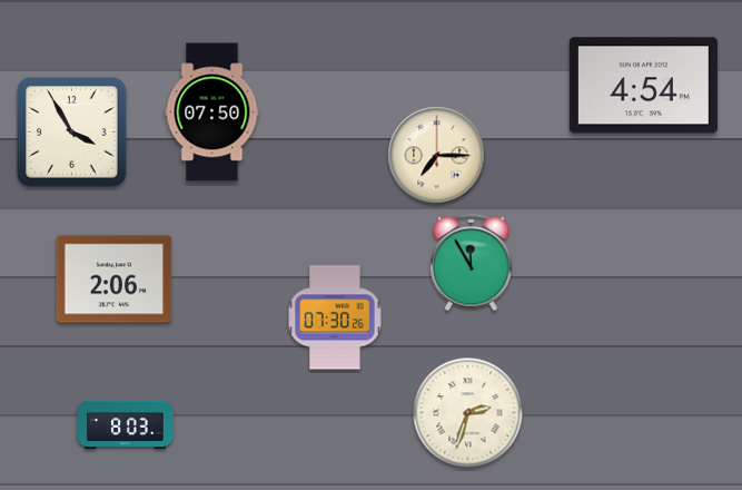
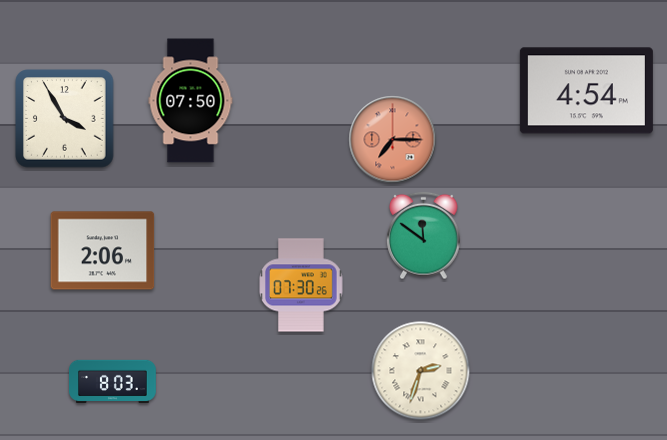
clock at (643, 86) position: (643, 86) -> (586, 91)
clock at (437, 156) dial: cream -> salmon
clock at (472, 263): 11:55 -> 11:51
